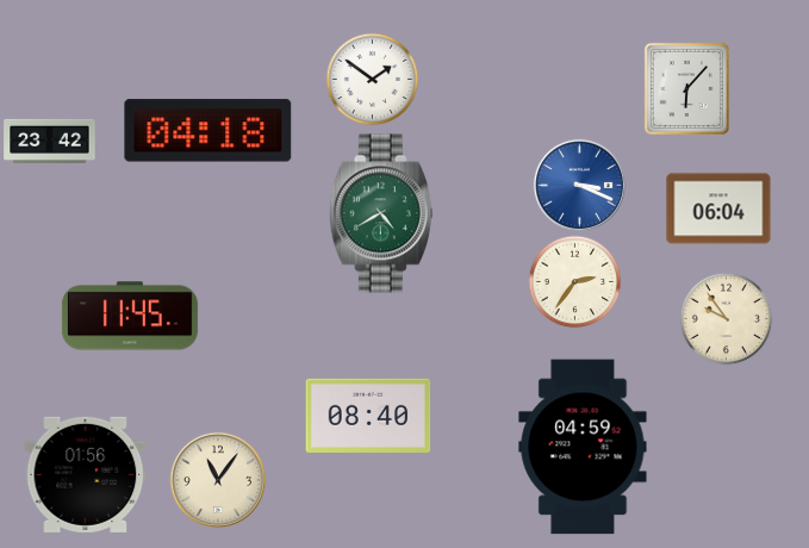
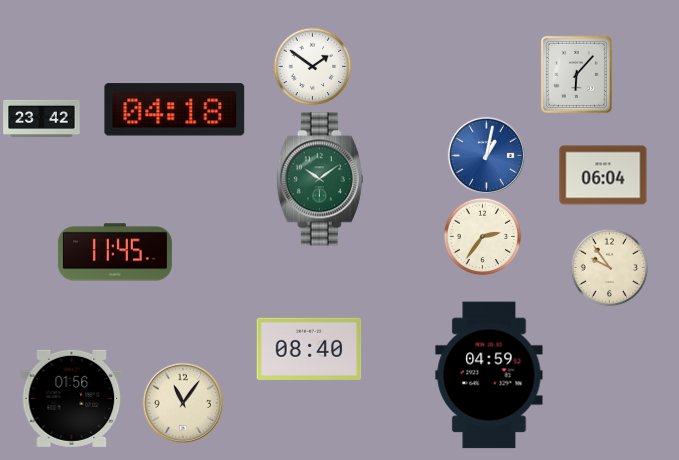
clock at (579, 185): 3:19 -> 1:02
clock at (381, 213): 4:40 -> 10:09
clock at (130, 316) position: (130, 316) -> (115, 252)
